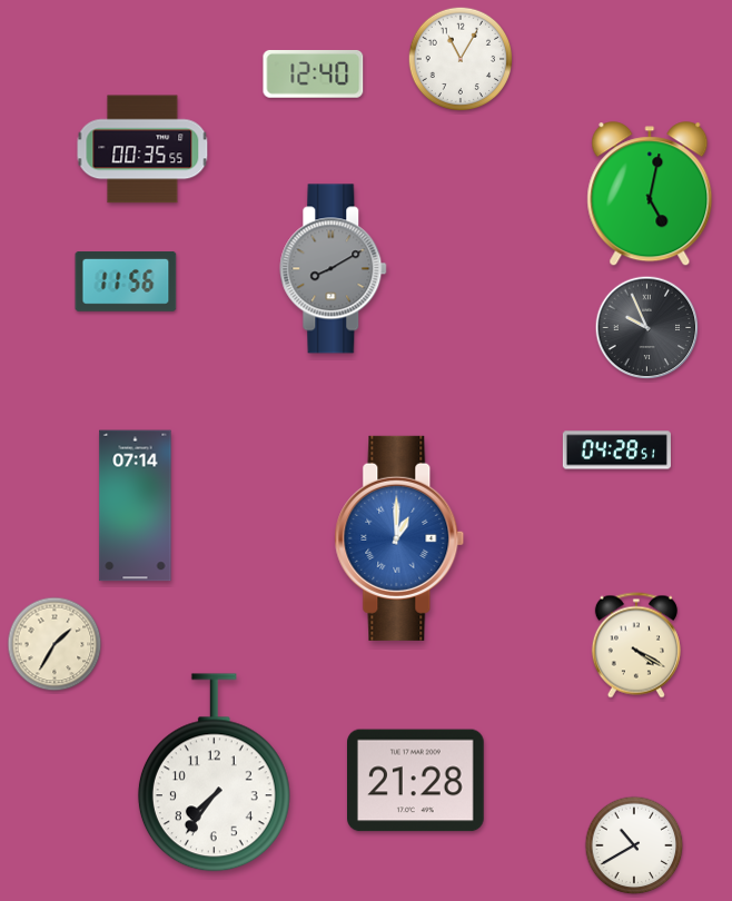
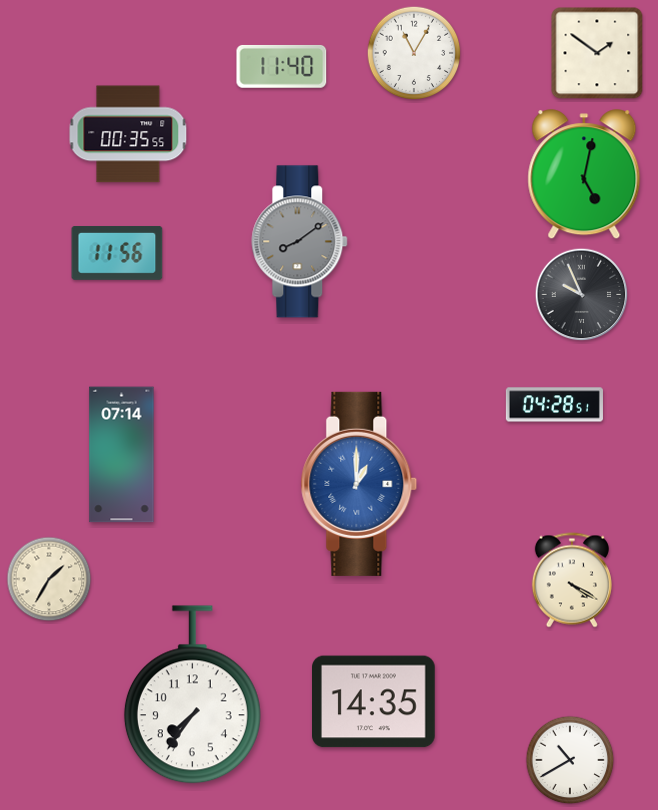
clock at (597, 53): none -> 1:51
clock at (314, 73): 12:40 -> 11:40
clock at (334, 269): 8:10 -> 8:09
clock at (126, 283) position: (126, 283) -> (117, 254)
clock at (416, 781): 21:28 -> 14:35
